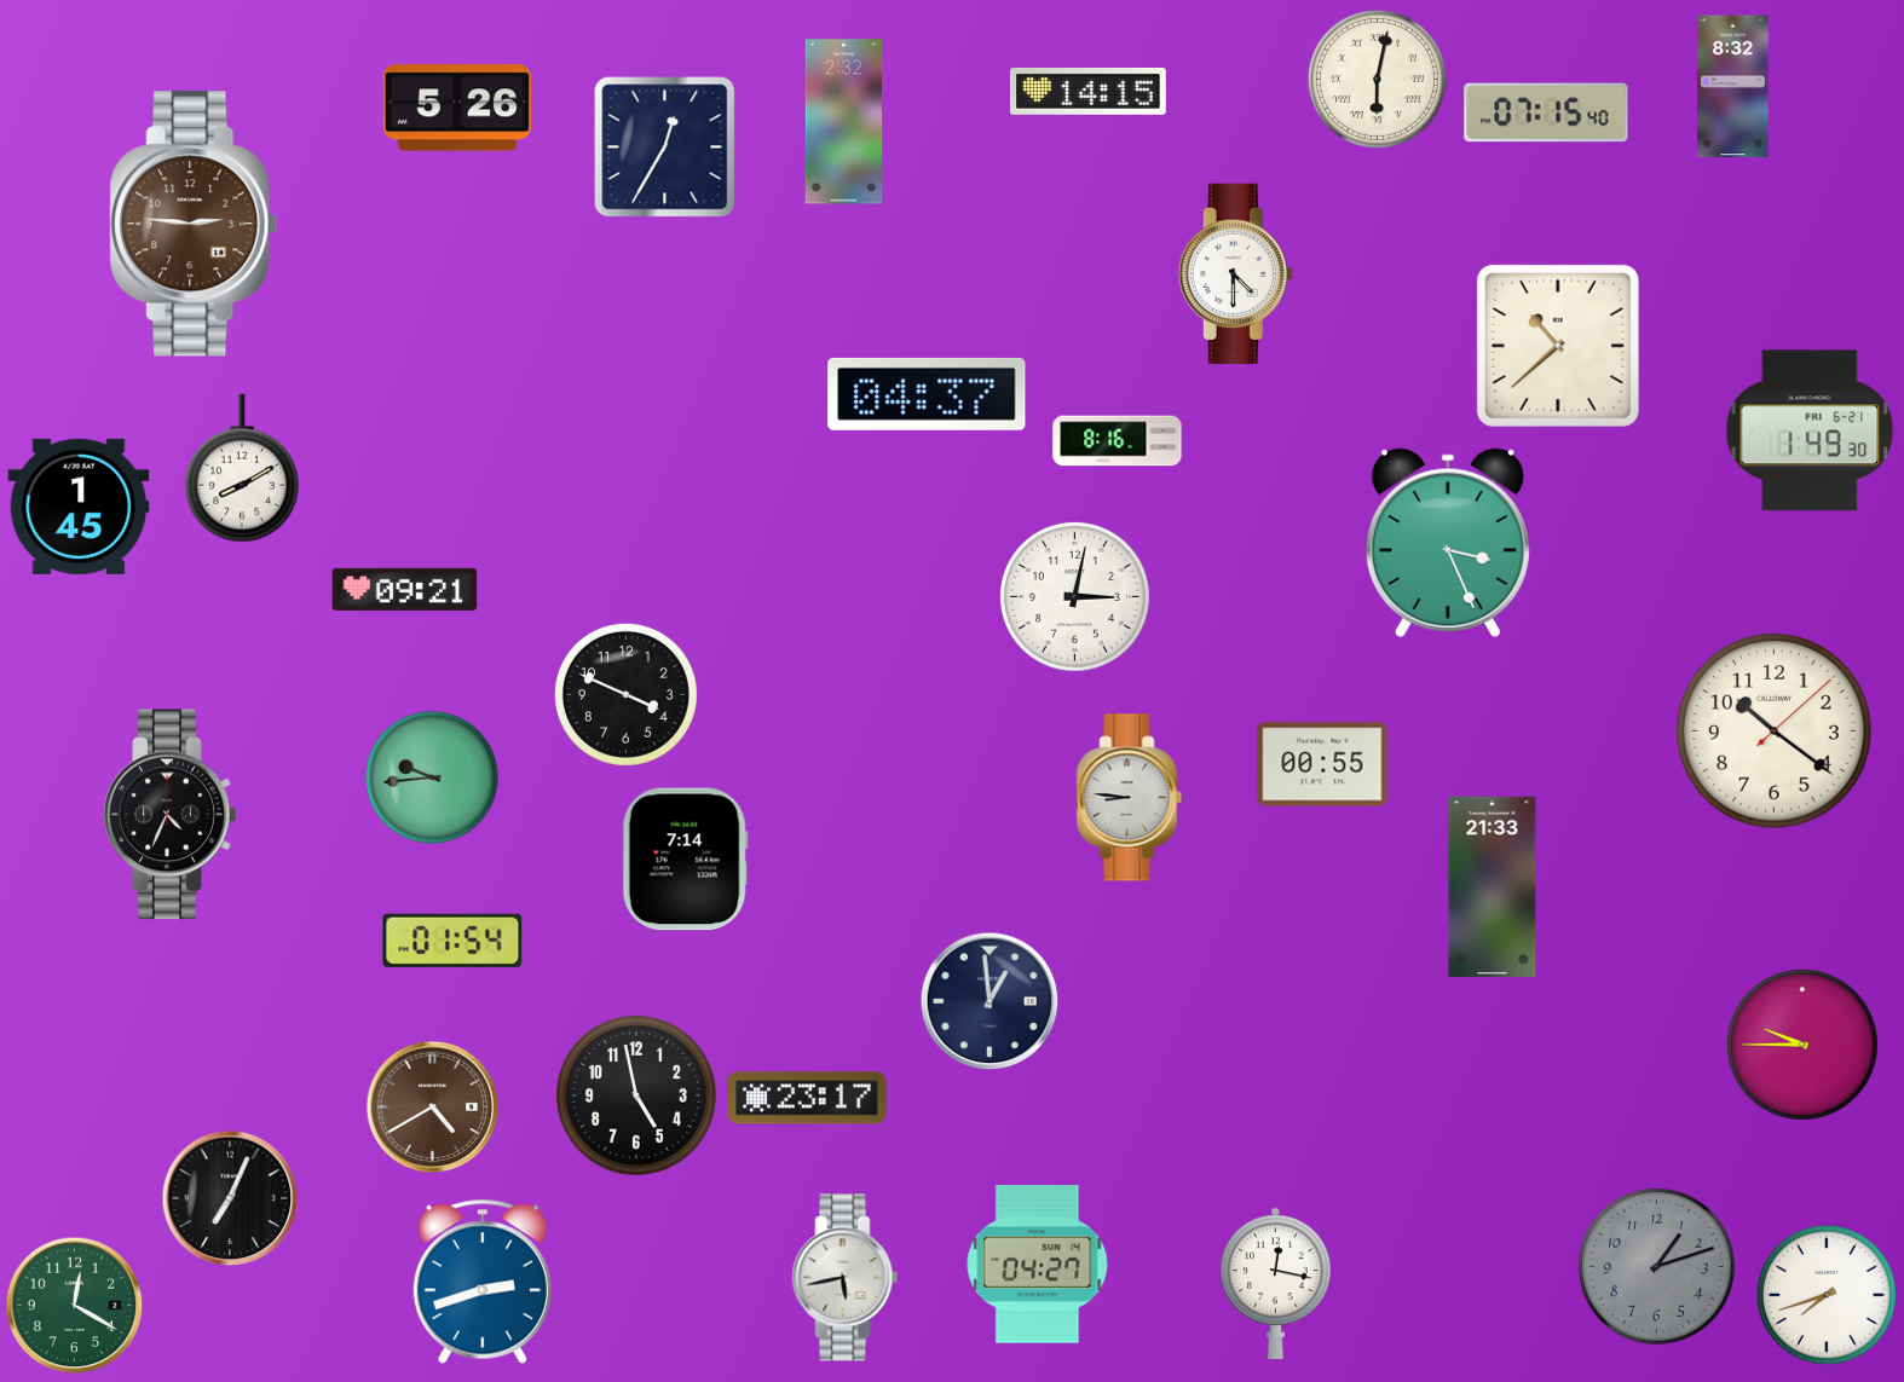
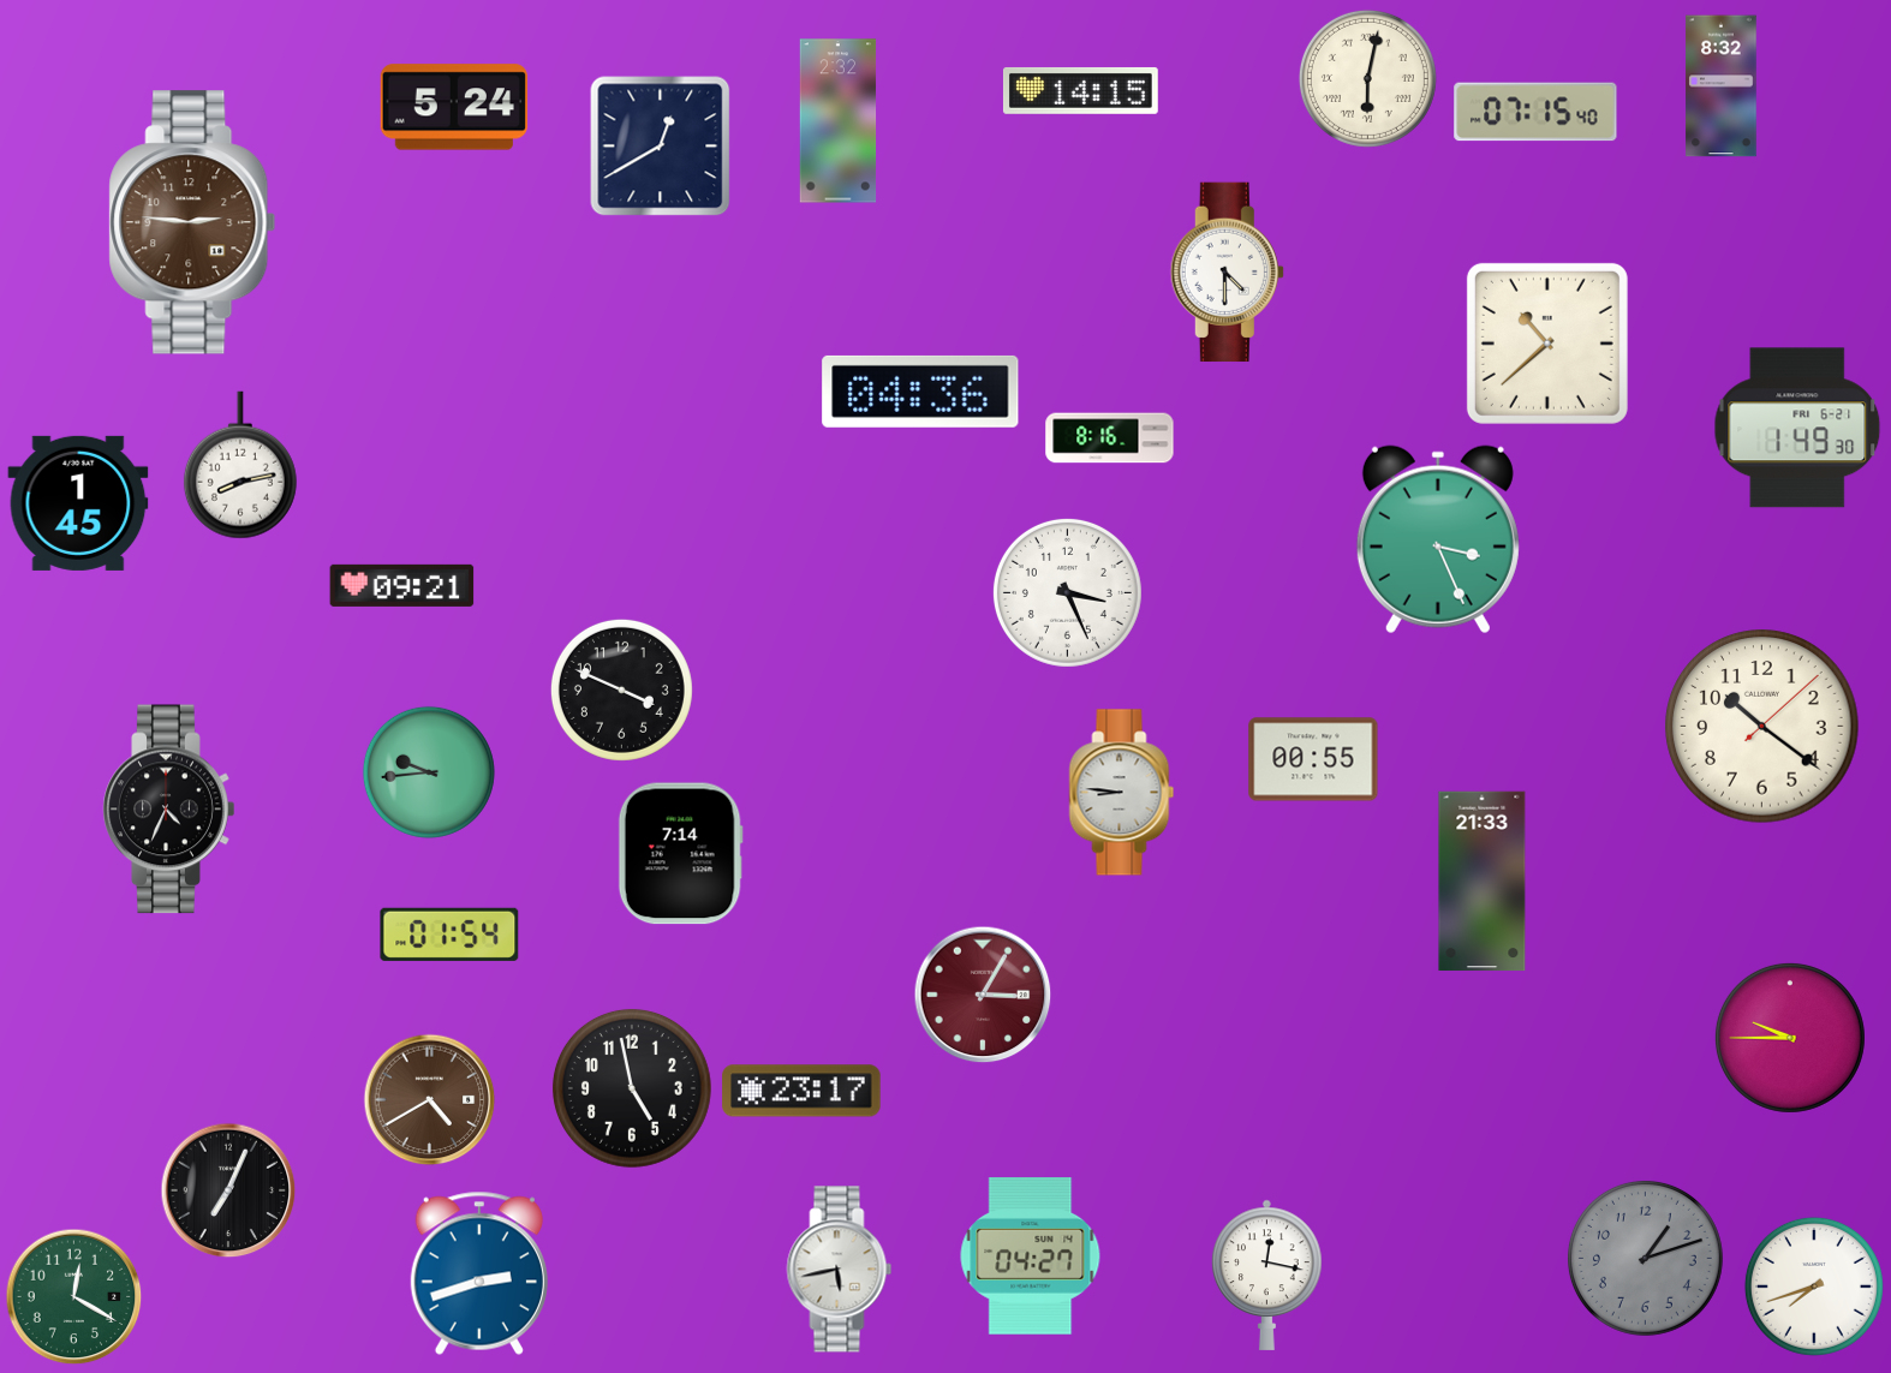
clock at (457, 108): 5:26 -> 5:24
clock at (665, 148): 12:35 -> 12:40
clock at (927, 394): 04:37 -> 04:36
clock at (242, 468): 8:10 -> 8:13
clock at (1074, 596): 3:02 -> 3:26
clock at (989, 1001): 12:59 -> 3:05
clock at (989, 1001) dial: navy -> burgundy
